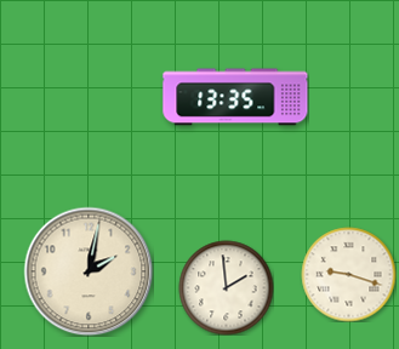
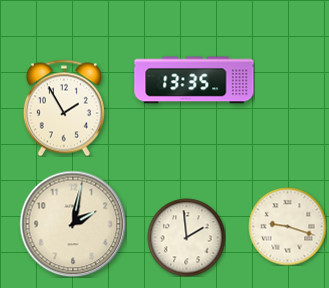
clock at (64, 108): none -> 1:55
